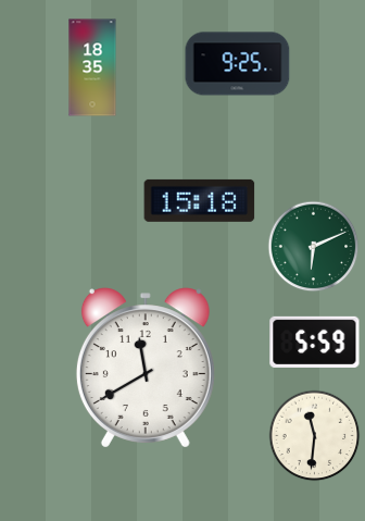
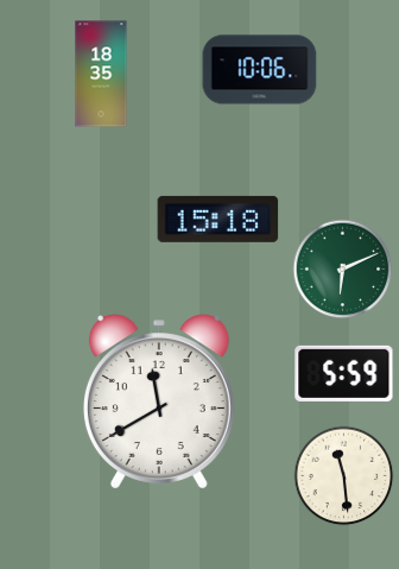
clock at (238, 64): 9:25 -> 10:06
clock at (314, 435): 11:31 -> 11:29
